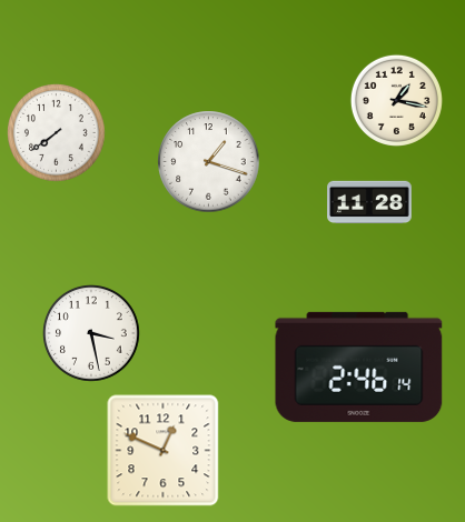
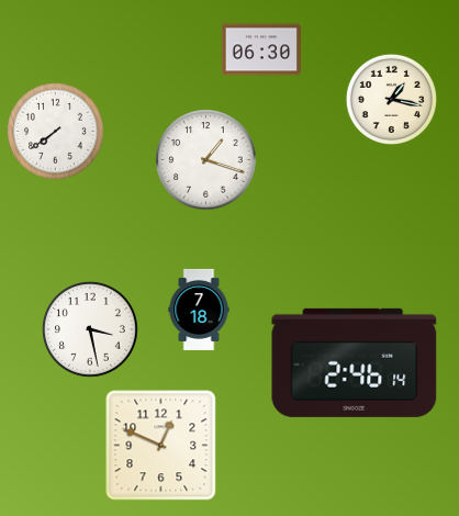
clock at (260, 49): none -> 06:30
clock at (369, 202): 11:28 -> none
clock at (199, 310): none -> 7:18
